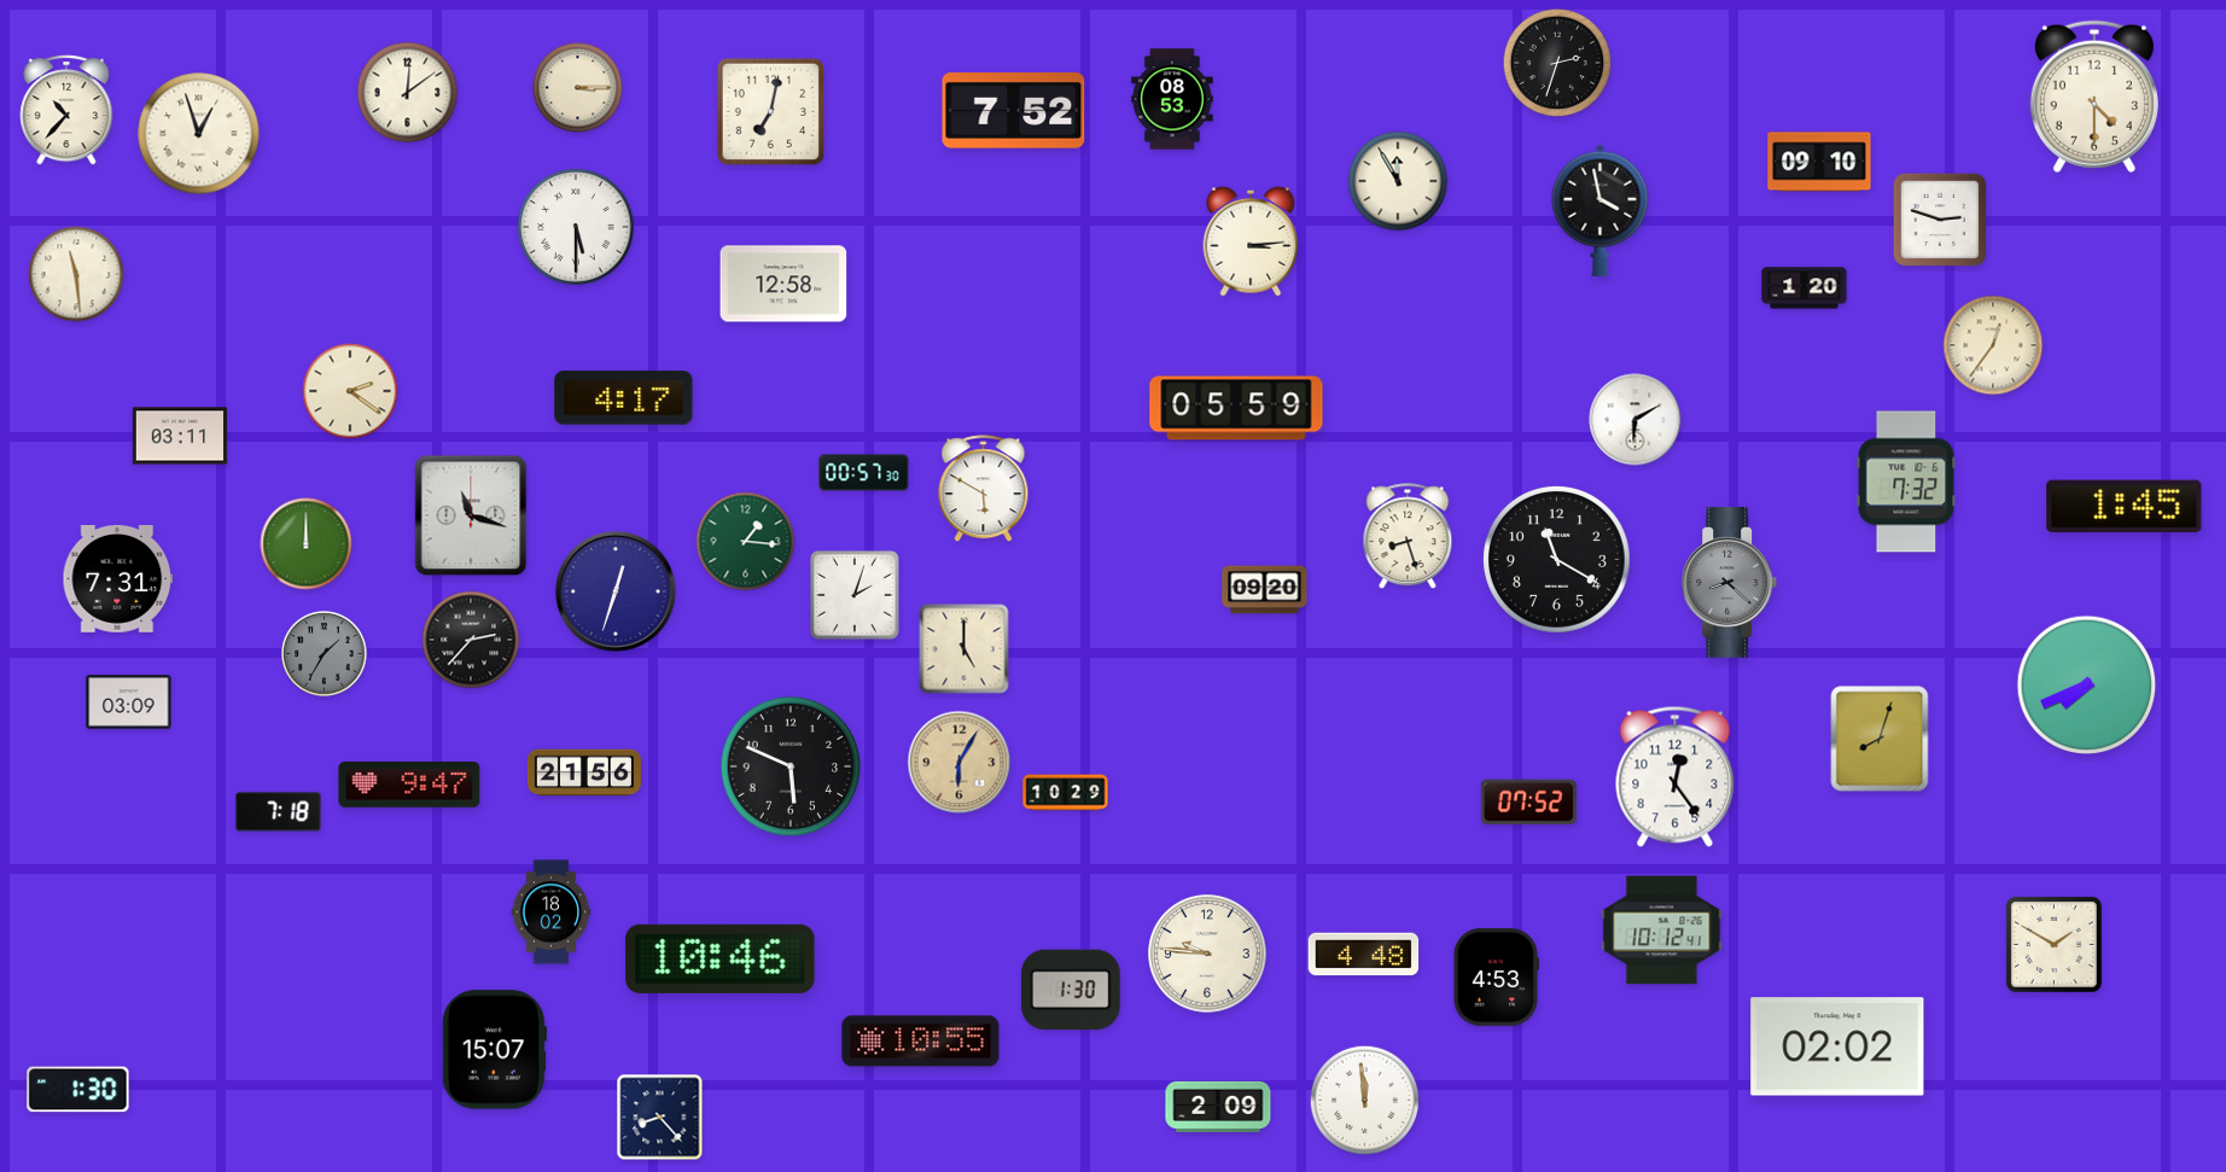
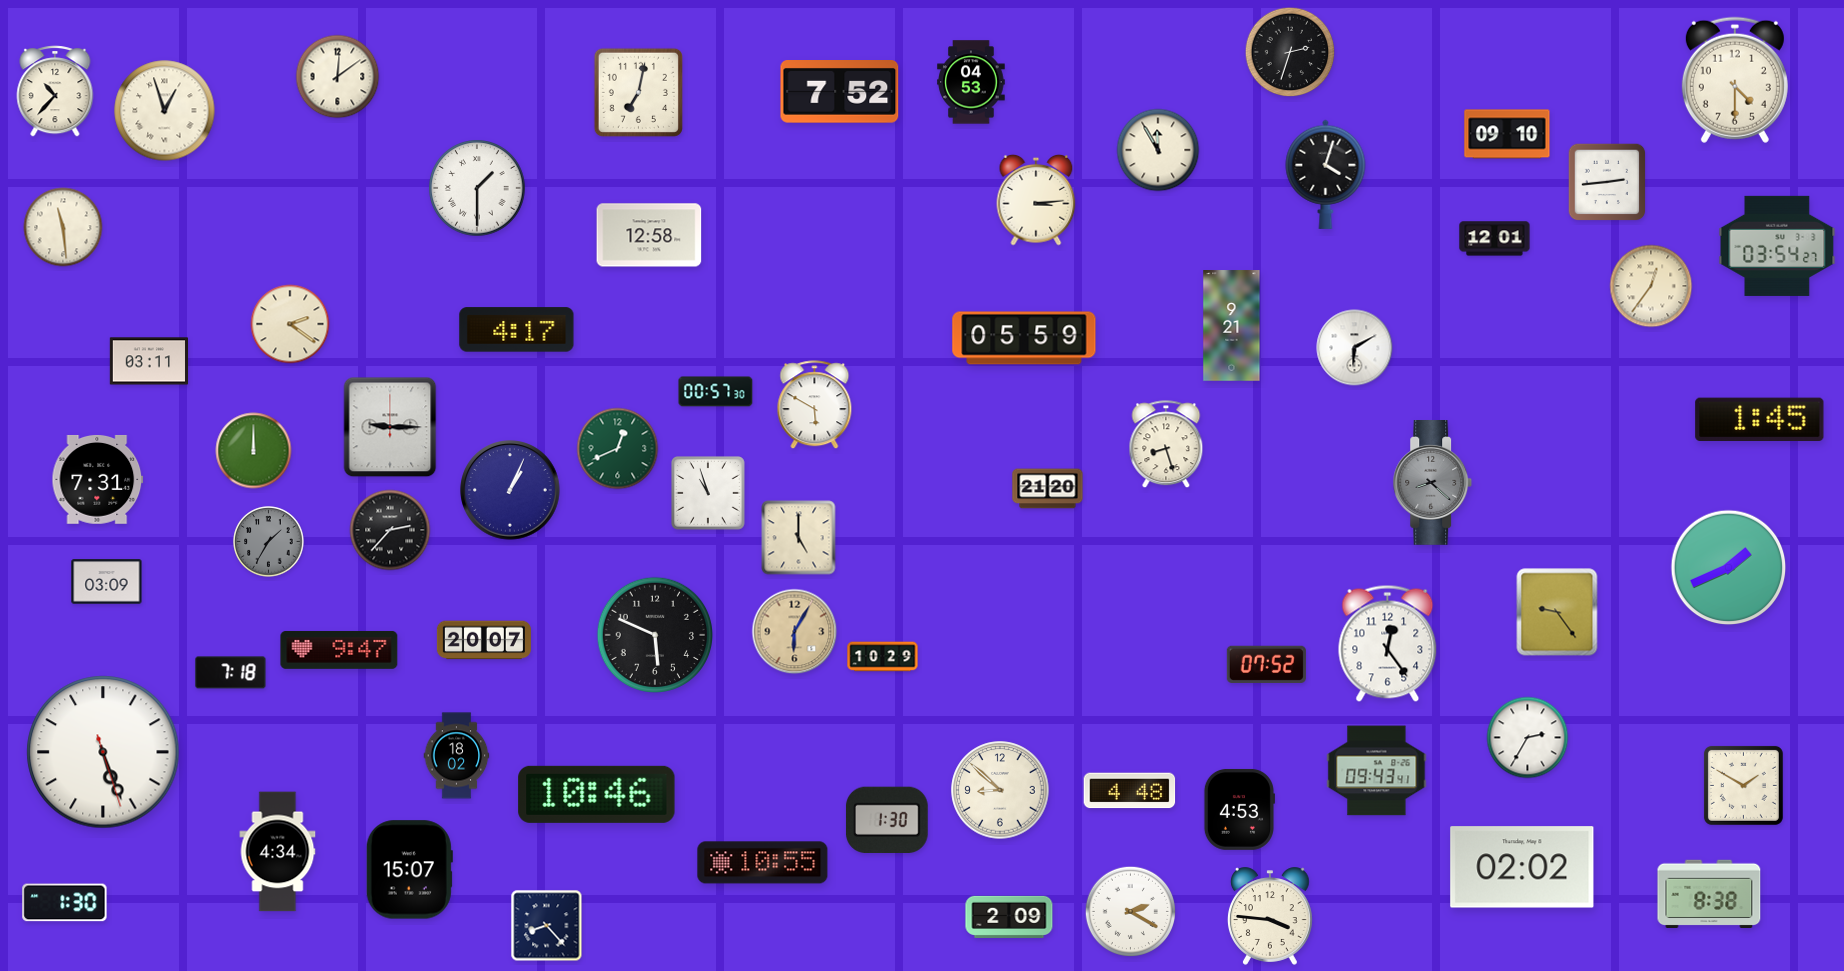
clock at (578, 88): 3:15 -> none
clock at (1172, 99): 08:53 -> 04:53
clock at (1601, 210): 3:58 -> 4:03
clock at (1940, 220): 2:48 -> 2:44
clock at (576, 227): 5:30 -> 1:30
clock at (1805, 288): 1:20 -> 12:01
clock at (1777, 246): none -> 03:54
clock at (1232, 326): none -> 9:21
clock at (1906, 482): 7:32 -> none
clock at (471, 515): 11:18 -> 9:15
clock at (746, 542): 1:16 -> 12:41
clock at (1556, 559): 11:20 -> none
clock at (1265, 590): 09:20 -> 21:20
clock at (616, 591): 12:33 -> 1:04
clock at (856, 596): 2:03 -> 10:57
clock at (2087, 686): 7:41 -> 1:41
clock at (1880, 739): 8:03 -> 9:24
clock at (584, 772): 21:56 -> 20:07
clock at (1528, 738): none -> 2:35
clock at (103, 752): none -> 5:26
clock at (1662, 931): 10:12 -> 09:43
clock at (2053, 944) position: (2053, 944) -> (1743, 785)
clock at (1207, 954): 9:46 -> 8:52
clock at (278, 852): none -> 4:34
clock at (1709, 894): none -> 8:38
clock at (1364, 1100): 11:59 -> 2:20
clock at (1270, 916): none -> 3:46
